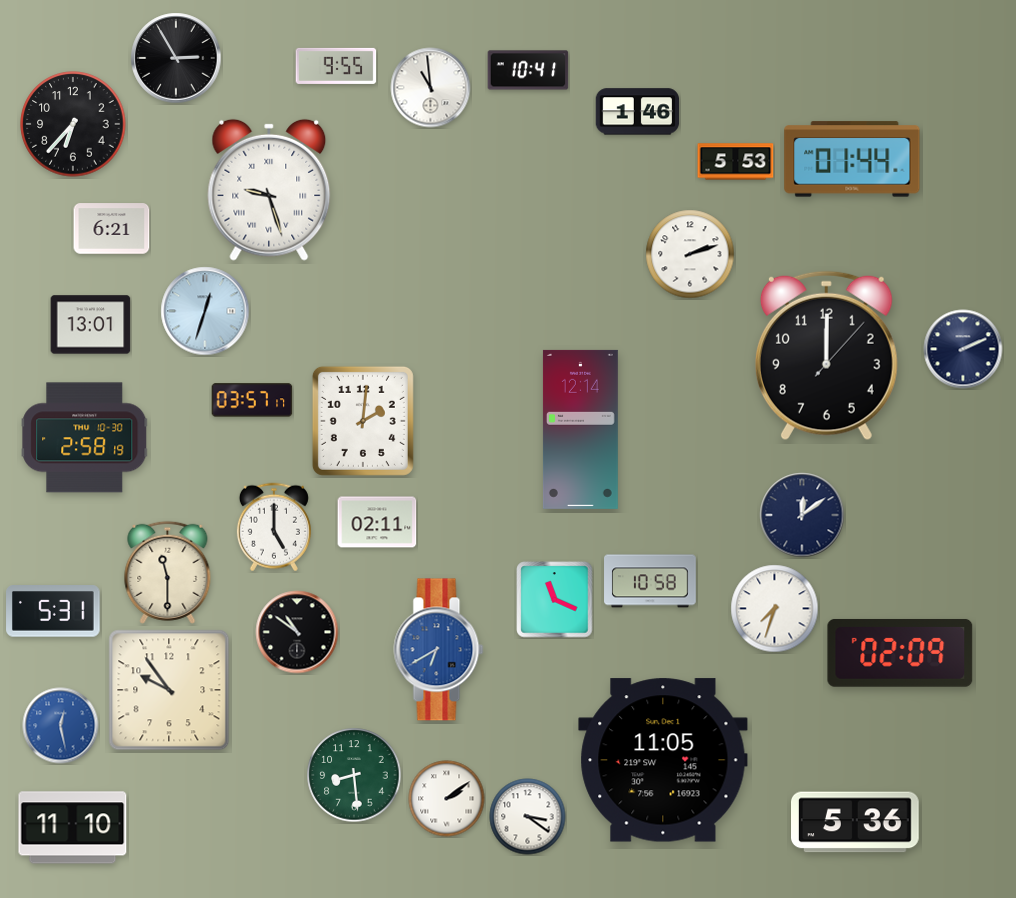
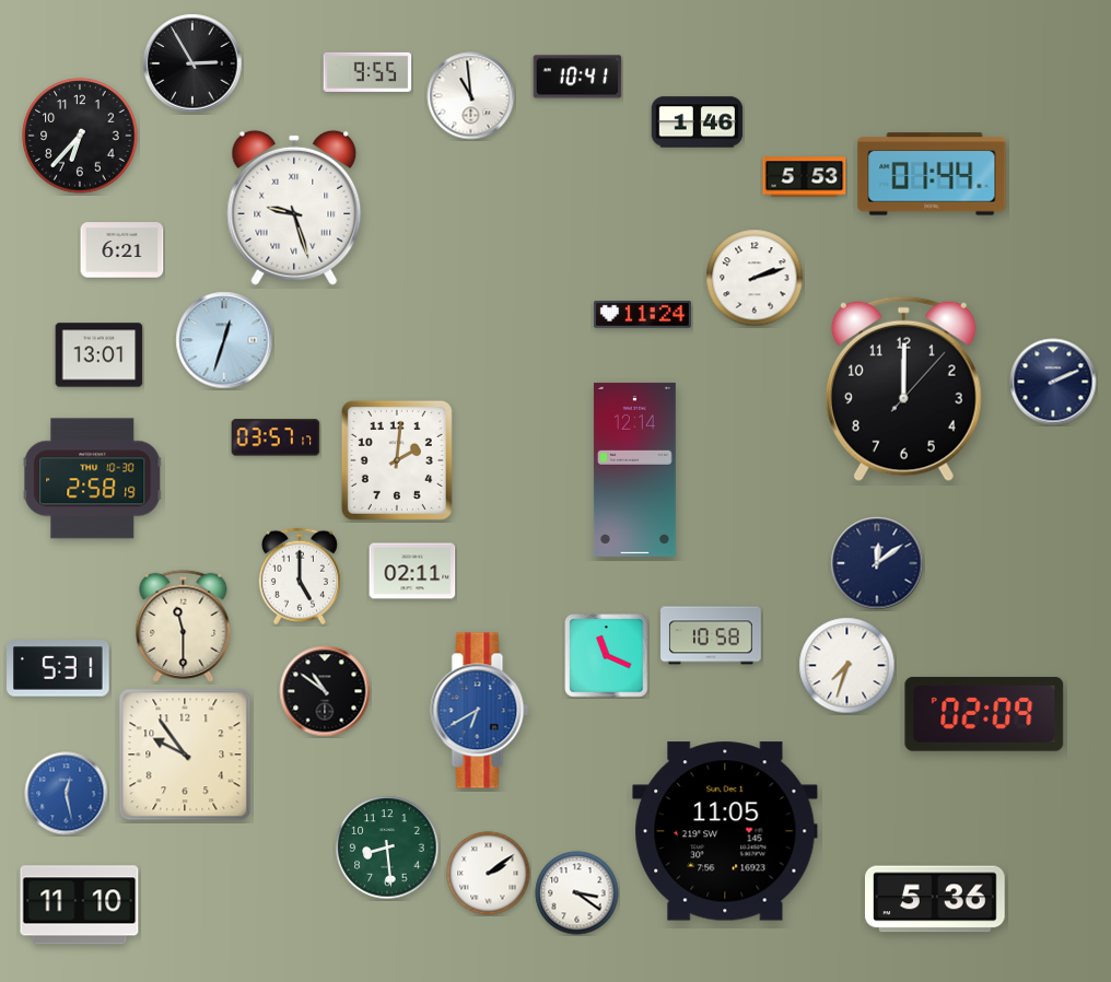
clock at (642, 315): none -> 11:24
